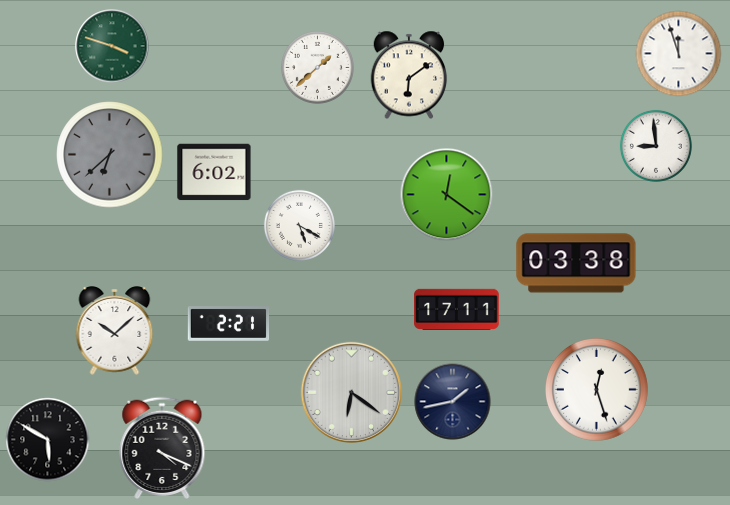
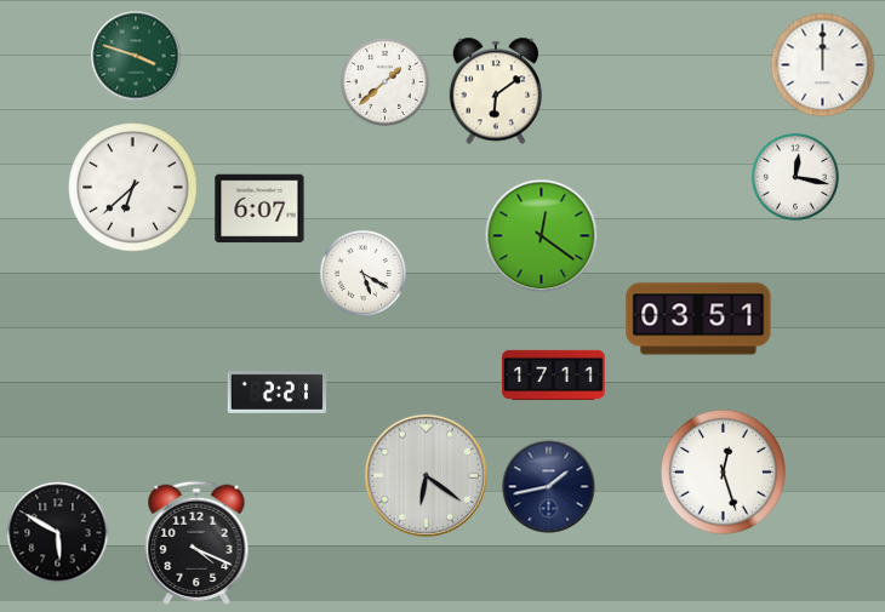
clock at (679, 54): 11:57 -> 12:00
clock at (656, 146): 8:59 -> 12:17
clock at (110, 155) dial: grey -> white
clock at (214, 172): 6:02 -> 6:07
clock at (576, 263): 03:38 -> 03:51
clock at (115, 331): 10:08 -> none
